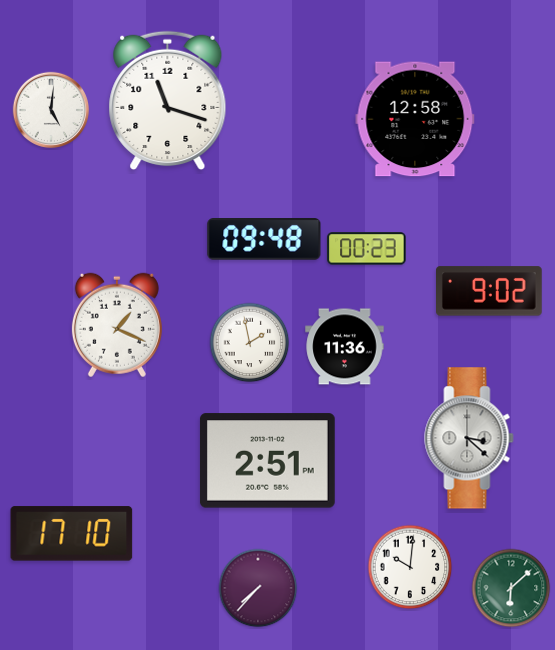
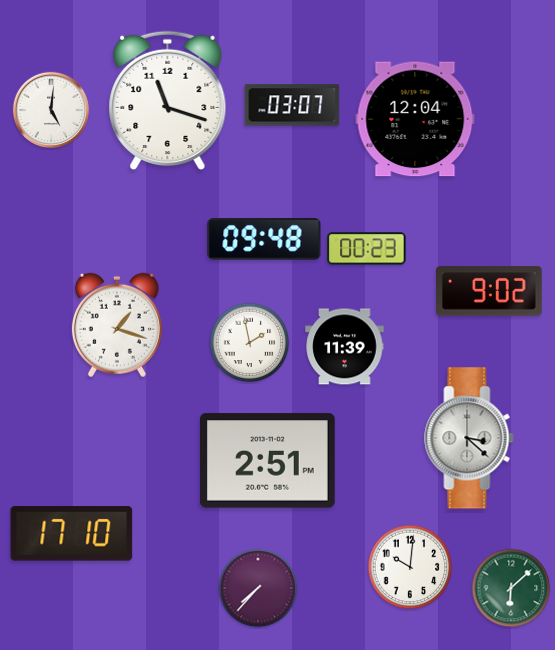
clock at (292, 105): none -> 03:07
clock at (415, 119): 12:58 -> 12:04
clock at (117, 325): 1:19 -> 1:18
clock at (345, 347): 11:36 -> 11:39
